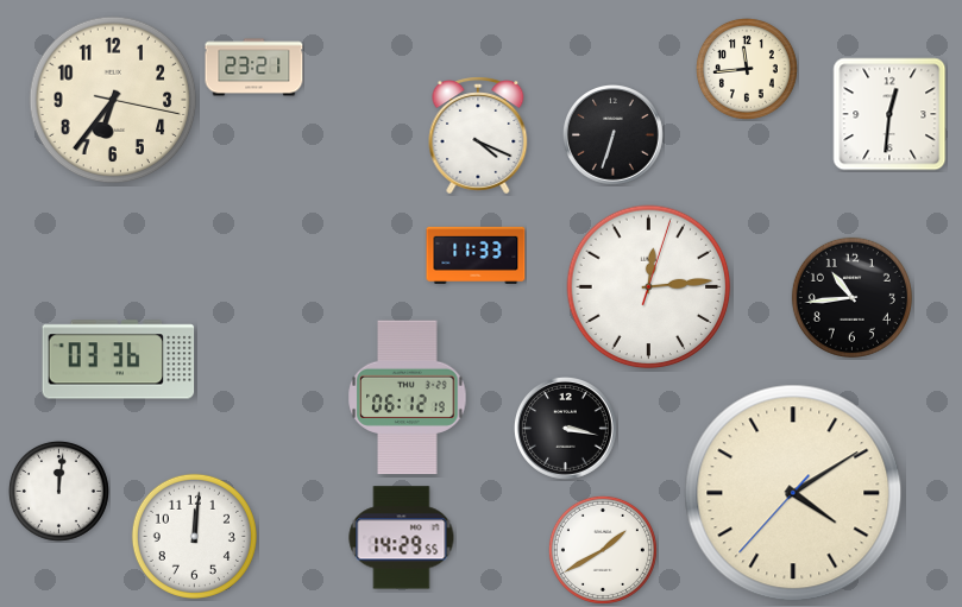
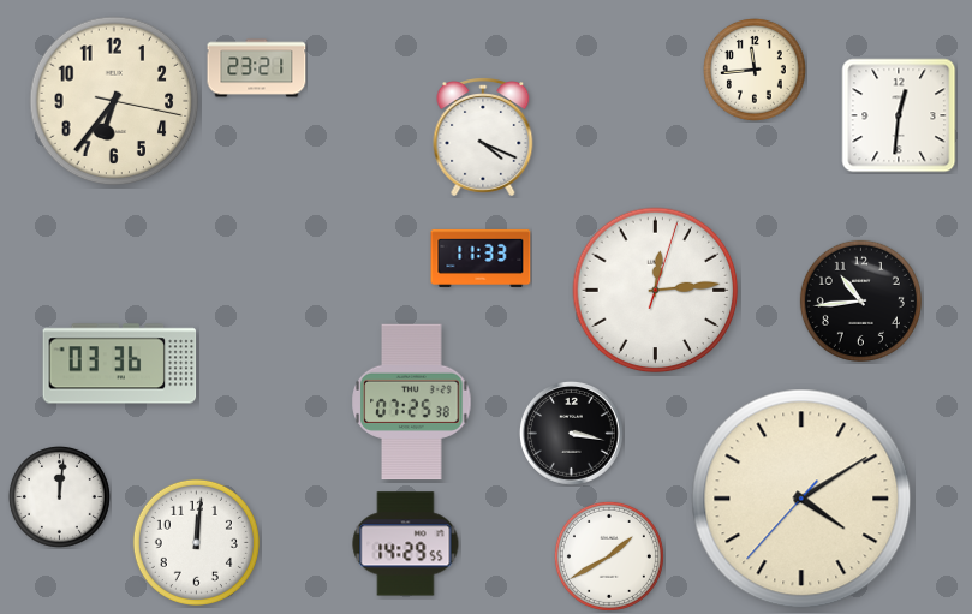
clock at (614, 135): 6:33 -> none
clock at (408, 398): 06:12 -> 07:25
